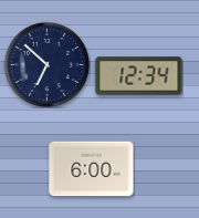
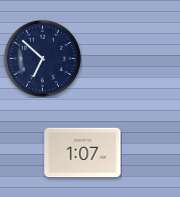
clock at (139, 76): 12:34 -> none
clock at (92, 169): 6:00 -> 1:07
